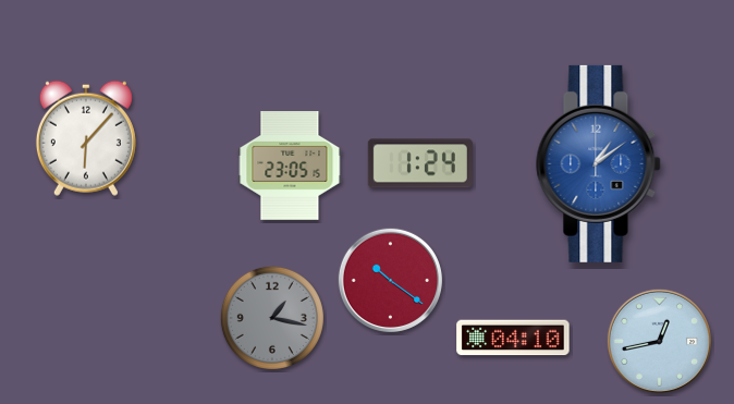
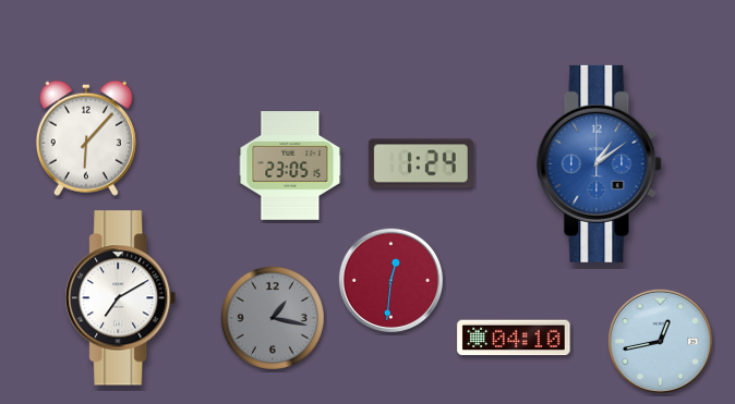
clock at (390, 280): 10:21 -> 12:31
clock at (121, 298): none -> 7:10
